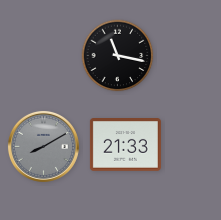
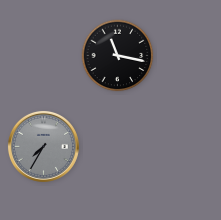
clock at (125, 145): 21:33 -> none
clock at (43, 146): 8:10 -> 7:35
